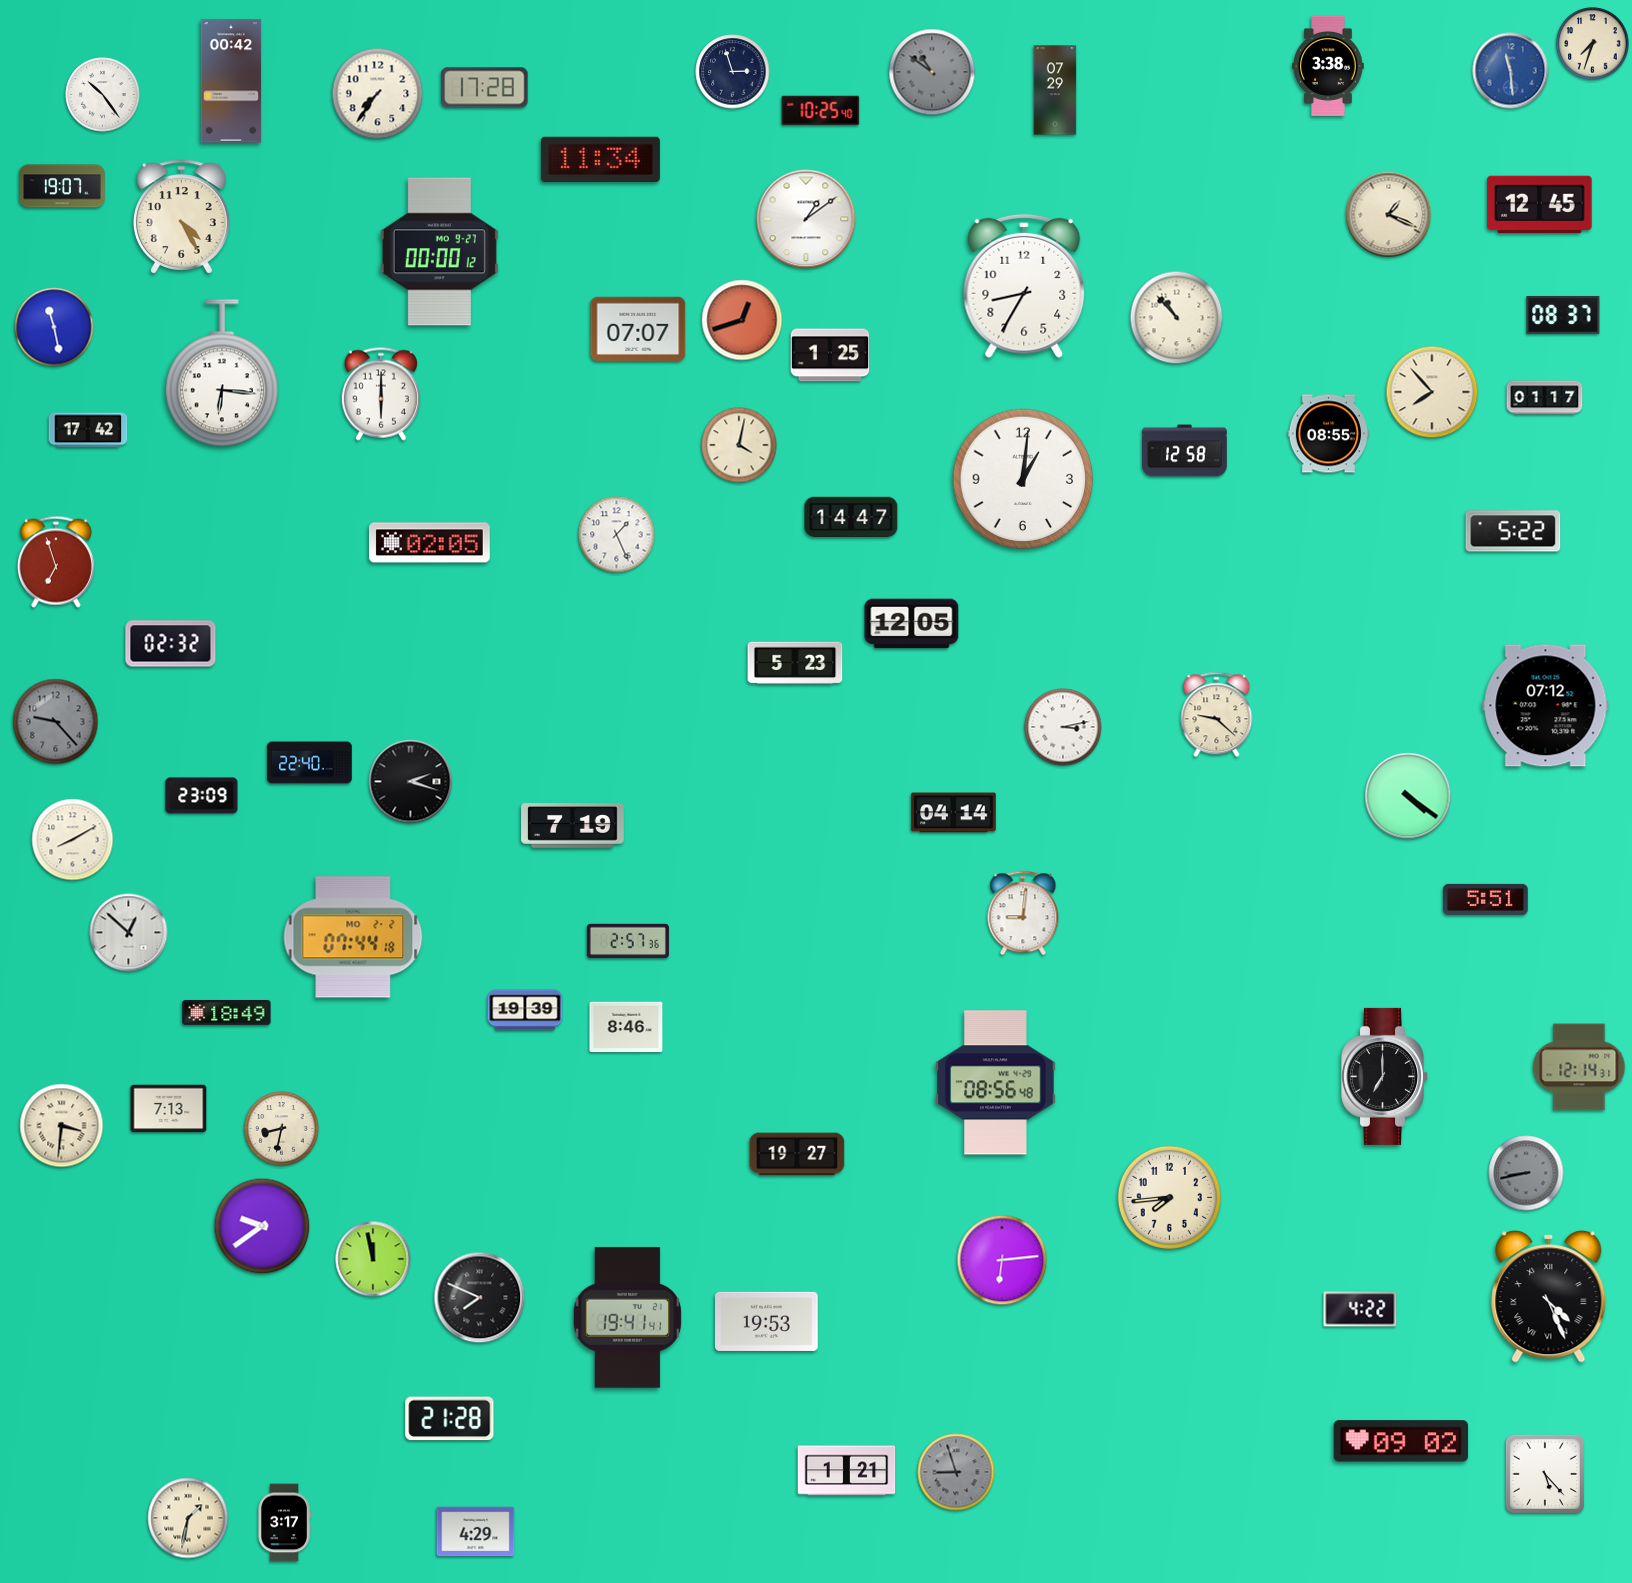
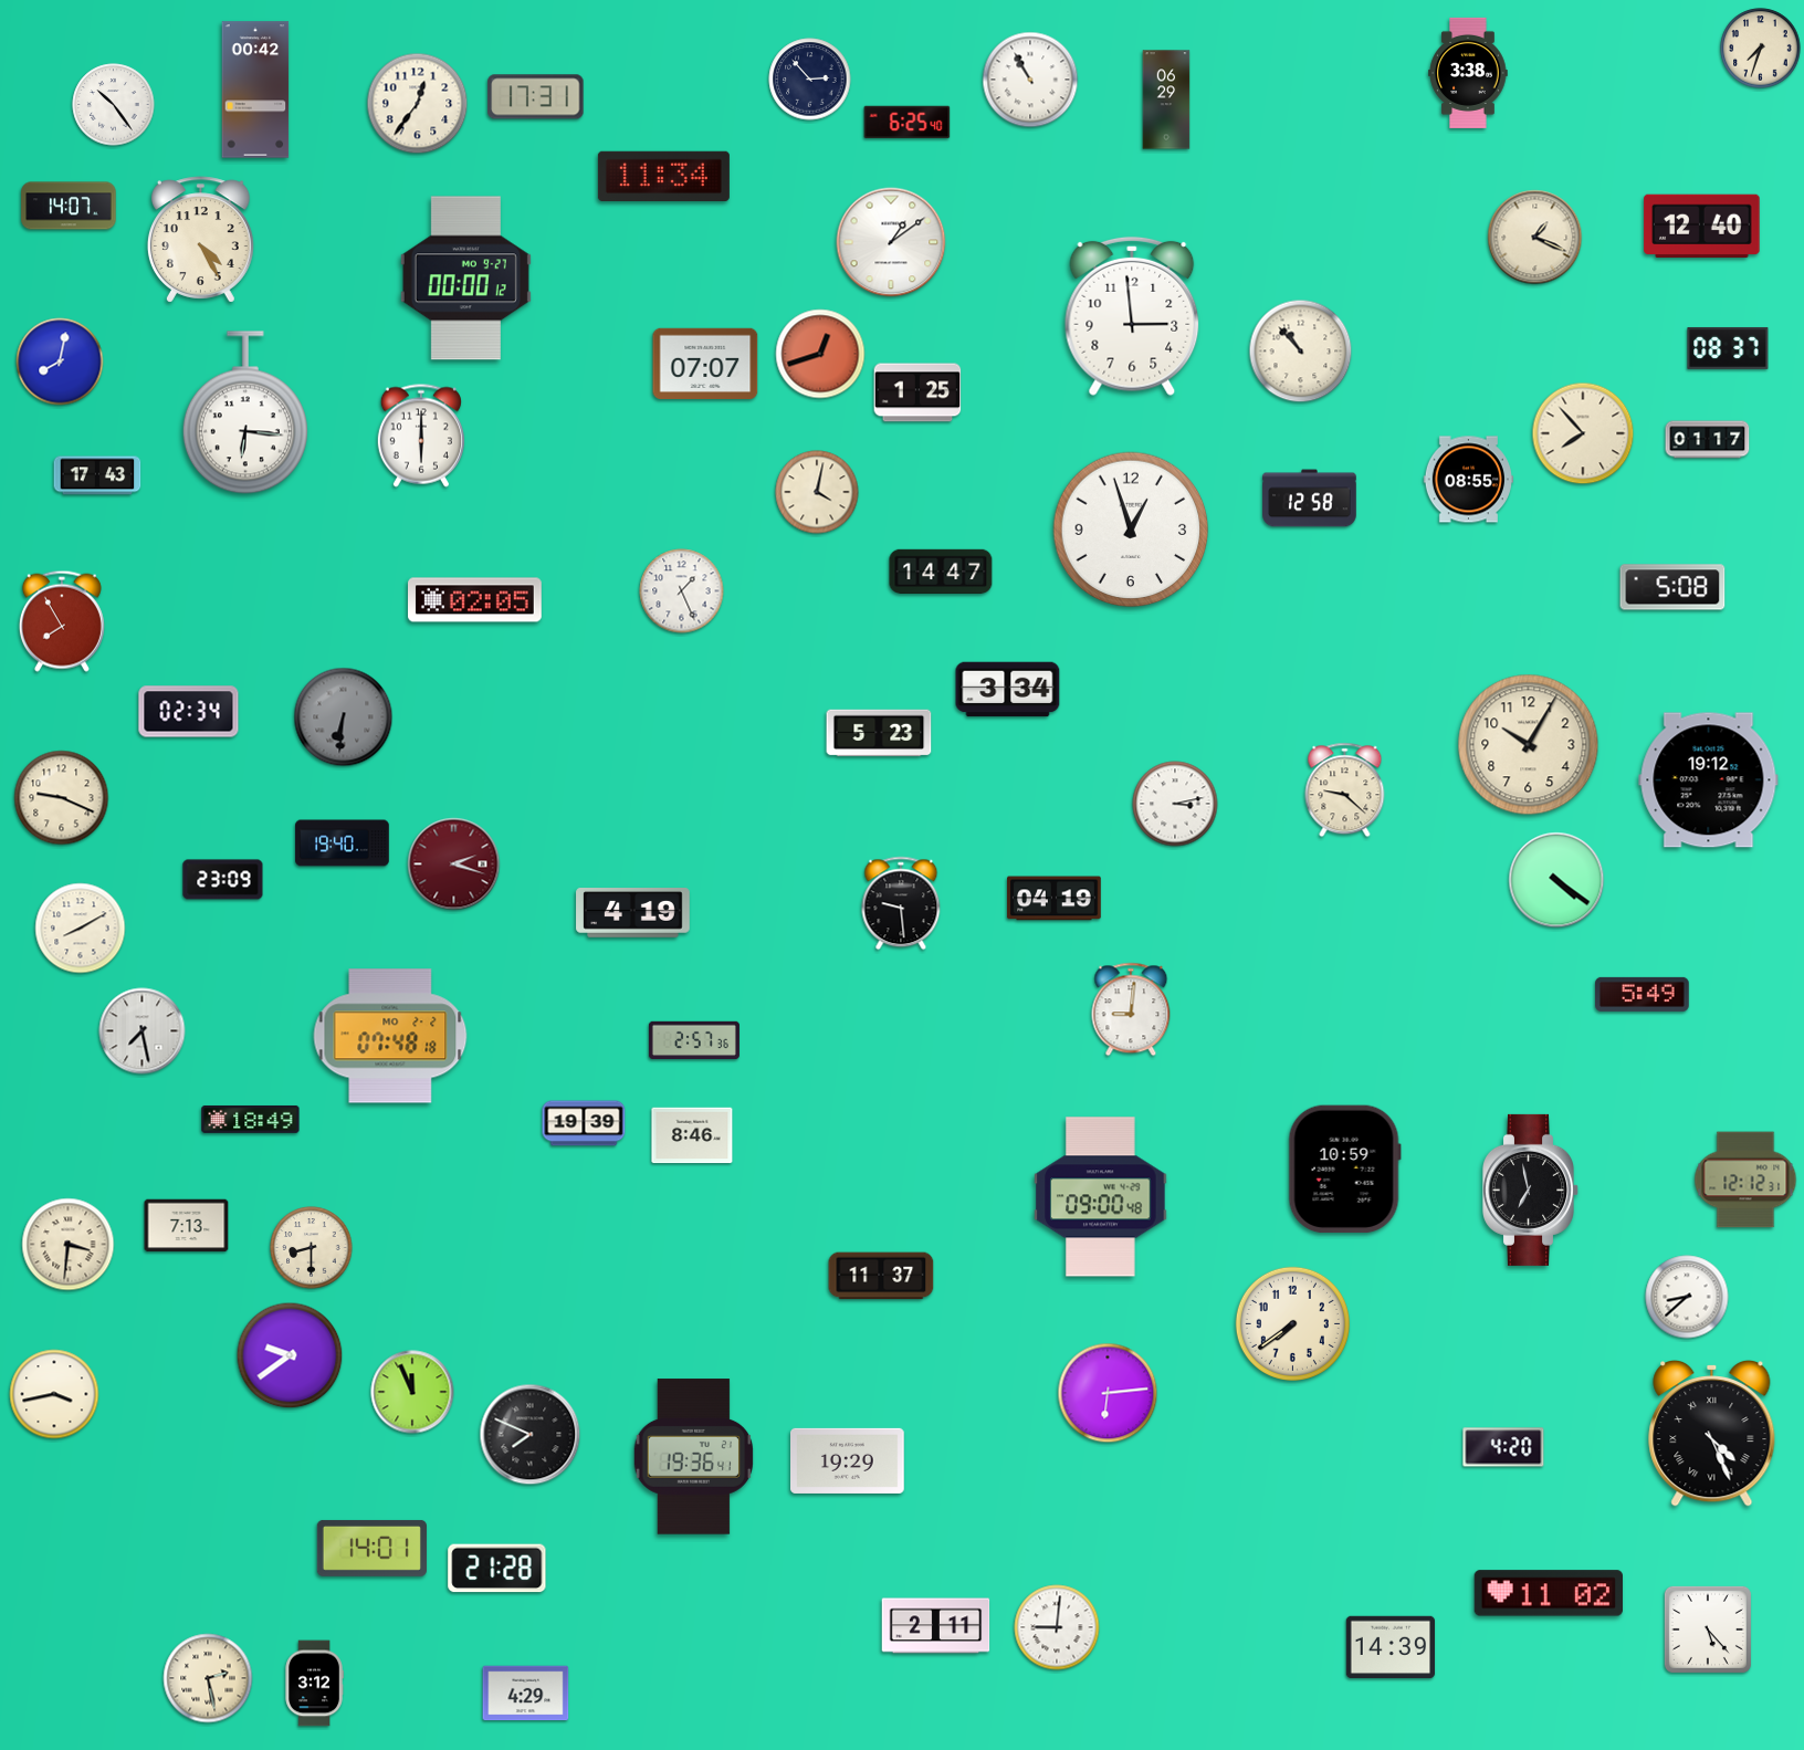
clock at (1511, 71): 11:29 -> none
clock at (733, 72): 2:57 -> 2:53
clock at (932, 72): 10:51 -> 10:55
clock at (932, 72) dial: grey -> white
clock at (485, 88): 17:28 -> 17:31
clock at (1055, 90): 07:29 -> 06:29
clock at (378, 94): 7:36 -> 12:36
clock at (821, 111): 10:25 -> 6:25
clock at (62, 186): 19:07 -> 14:07
clock at (1540, 205): 12:45 -> 12:40
clock at (439, 252) position: (439, 252) -> (465, 279)
clock at (1024, 286): 8:35 -> 2:59
clock at (54, 327): 11:28 -> 8:02
clock at (88, 430): 17:42 -> 17:43
clock at (1023, 479): 1:01 -> 12:57
clock at (1513, 531): 5:22 -> 5:08
clock at (56, 562): 6:57 -> 7:55
clock at (912, 624): 12:05 -> 3:34
clock at (171, 644): 02:32 -> 02:34
clock at (344, 717): none -> 6:31
clock at (1529, 745): none -> 10:05
clock at (1546, 706): 07:12 -> 19:12
clock at (56, 722): 9:23 -> 9:19
clock at (56, 722) dial: grey -> cream
clock at (310, 763): 22:40 -> 19:40
clock at (411, 782) dial: black -> burgundy
clock at (954, 813): 04:14 -> 04:19
clock at (901, 903): none -> 9:29
clock at (573, 826): 7:19 -> 4:19
clock at (1486, 899): 5:51 -> 5:49
clock at (129, 933): 12:52 -> 7:28
clock at (353, 937): 07:44 -> 07:48
clock at (525, 1010) position: (525, 1010) -> (584, 1123)
clock at (1344, 1170): none -> 10:59
clock at (1579, 1067): 12:14 -> 12:12
clock at (1385, 1076): 7:00 -> 6:58
clock at (996, 1083): 08:56 -> 09:00
clock at (282, 1129): 8:32 -> 8:30
clock at (797, 1154): 19:27 -> 11:37
clock at (1526, 1173): 8:43 -> 8:38
clock at (1526, 1173) dial: grey -> white
clock at (1169, 1197): 7:44 -> 7:39
clock at (373, 1259): 11:58 -> 11:56
clock at (54, 1394): none -> 3:43
clock at (1360, 1309): 4:22 -> 4:20
clock at (628, 1318): 19:41 -> 19:36
clock at (767, 1321): 19:53 -> 19:29
clock at (371, 1548): none -> 14:01
clock at (1400, 1441): 09:02 -> 11:02
clock at (847, 1471): 1:21 -> 2:11
clock at (956, 1472): 8:57 -> 9:01
clock at (956, 1472) dial: grey -> white
clock at (1391, 1647): none -> 14:39
clock at (188, 1518): 1:32 -> 2:28
clock at (284, 1523): 3:17 -> 3:12
